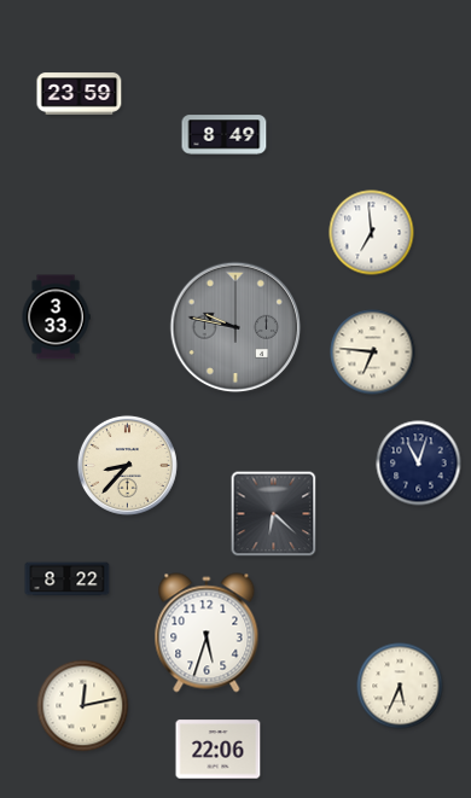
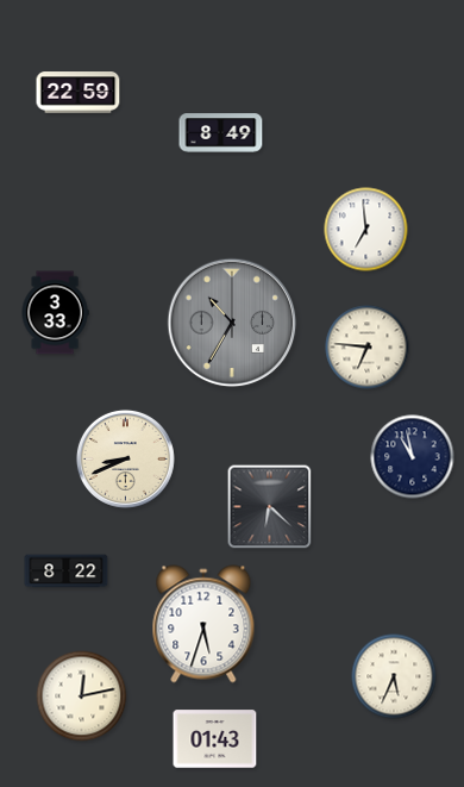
clock at (80, 94): 23:59 -> 22:59
clock at (235, 327): 9:47 -> 10:35
clock at (419, 464): 11:03 -> 10:58
clock at (127, 465): 8:37 -> 8:41
clock at (219, 750): 22:06 -> 01:43
